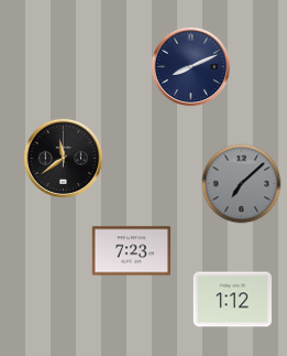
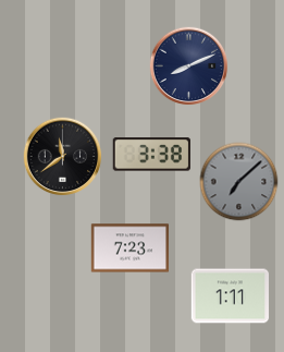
clock at (151, 155): none -> 3:38
clock at (233, 300): 1:12 -> 1:11
